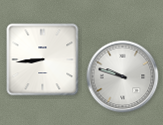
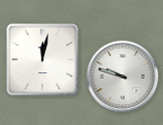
clock at (43, 60): 8:44 -> 12:02
